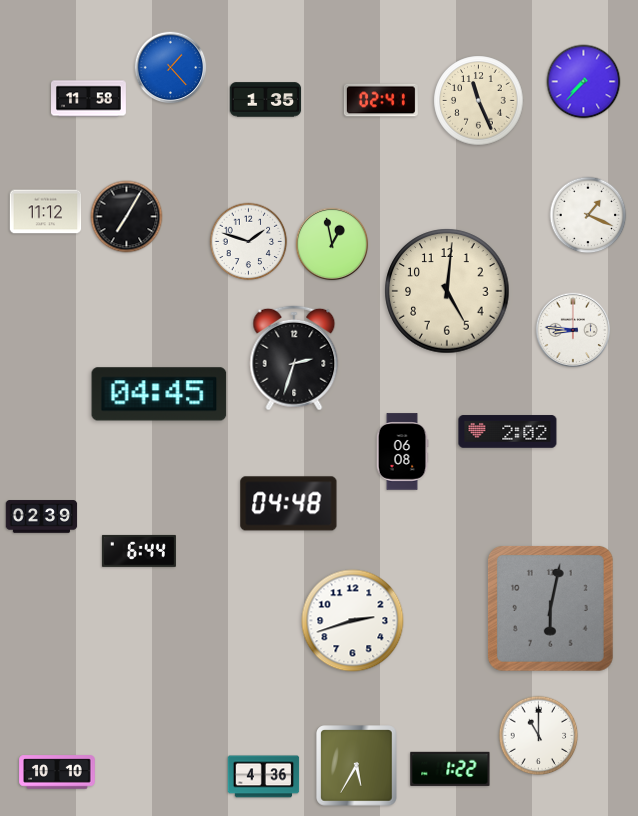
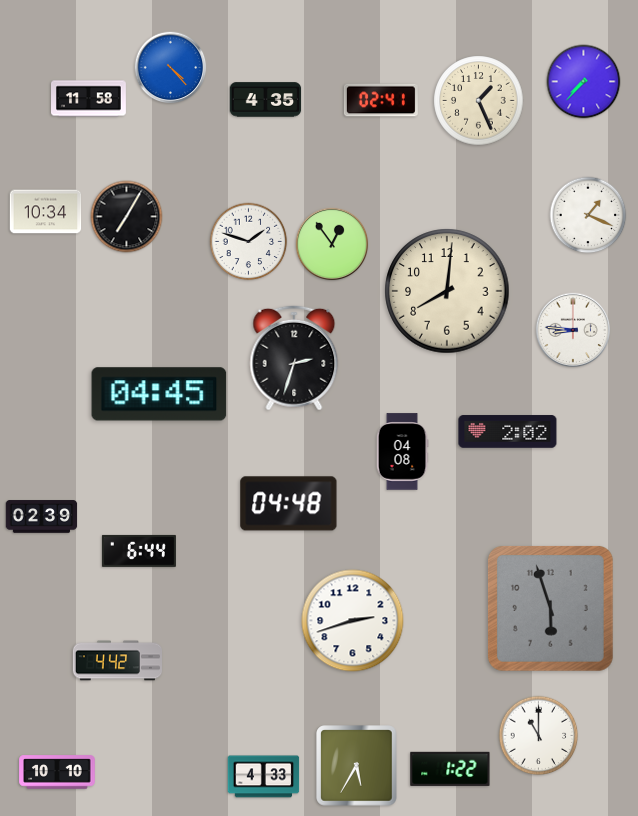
clock at (171, 68): 1:23 -> 4:23
clock at (266, 100): 1:35 -> 4:35
clock at (479, 101): 11:26 -> 1:26
clock at (46, 212): 11:12 -> 10:34
clock at (332, 244): 12:58 -> 12:54
clock at (447, 291): 5:01 -> 8:01
clock at (402, 452): 06:08 -> 04:08
clock at (550, 608): 6:02 -> 5:57
clock at (117, 661): none -> 4:42
clock at (264, 777): 4:36 -> 4:33
